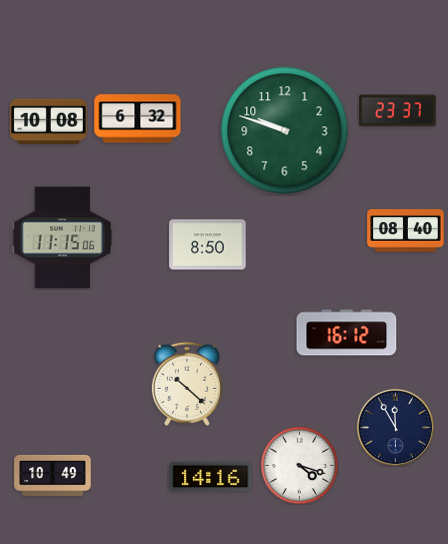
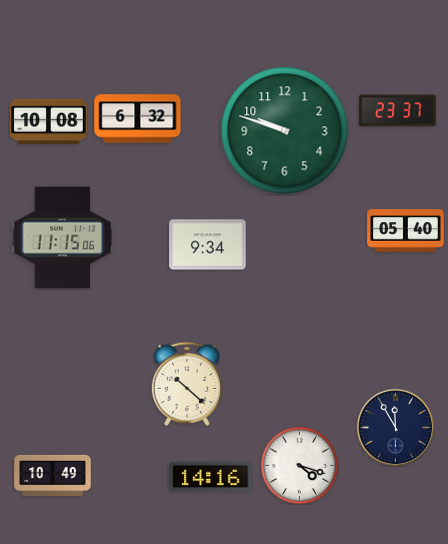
clock at (406, 231): 08:40 -> 05:40
clock at (208, 245): 8:50 -> 9:34
clock at (347, 333): 16:12 -> none
